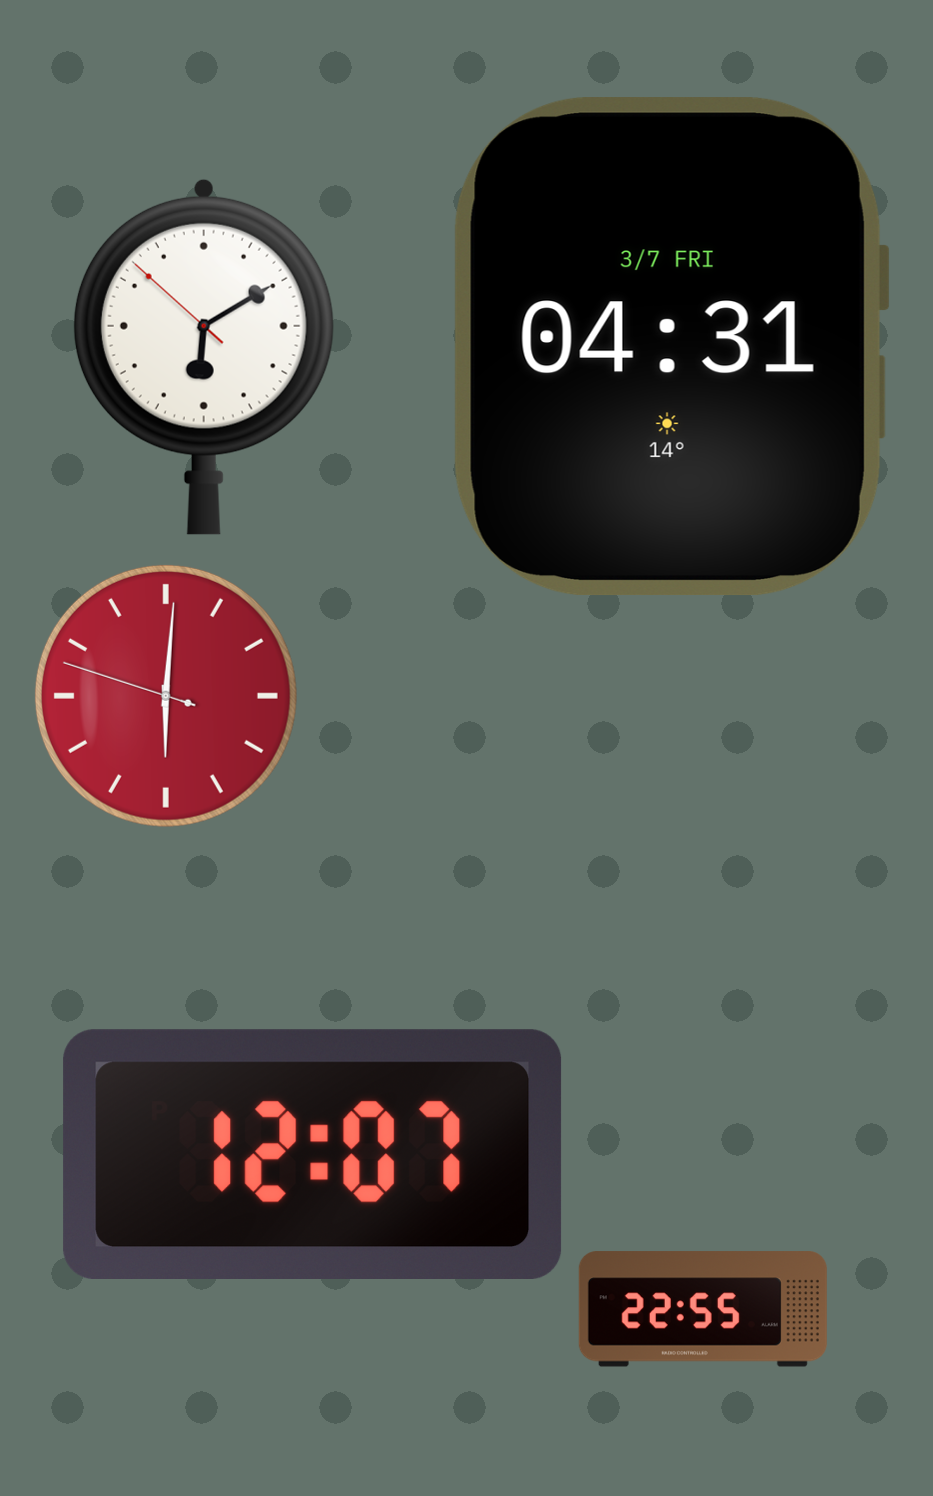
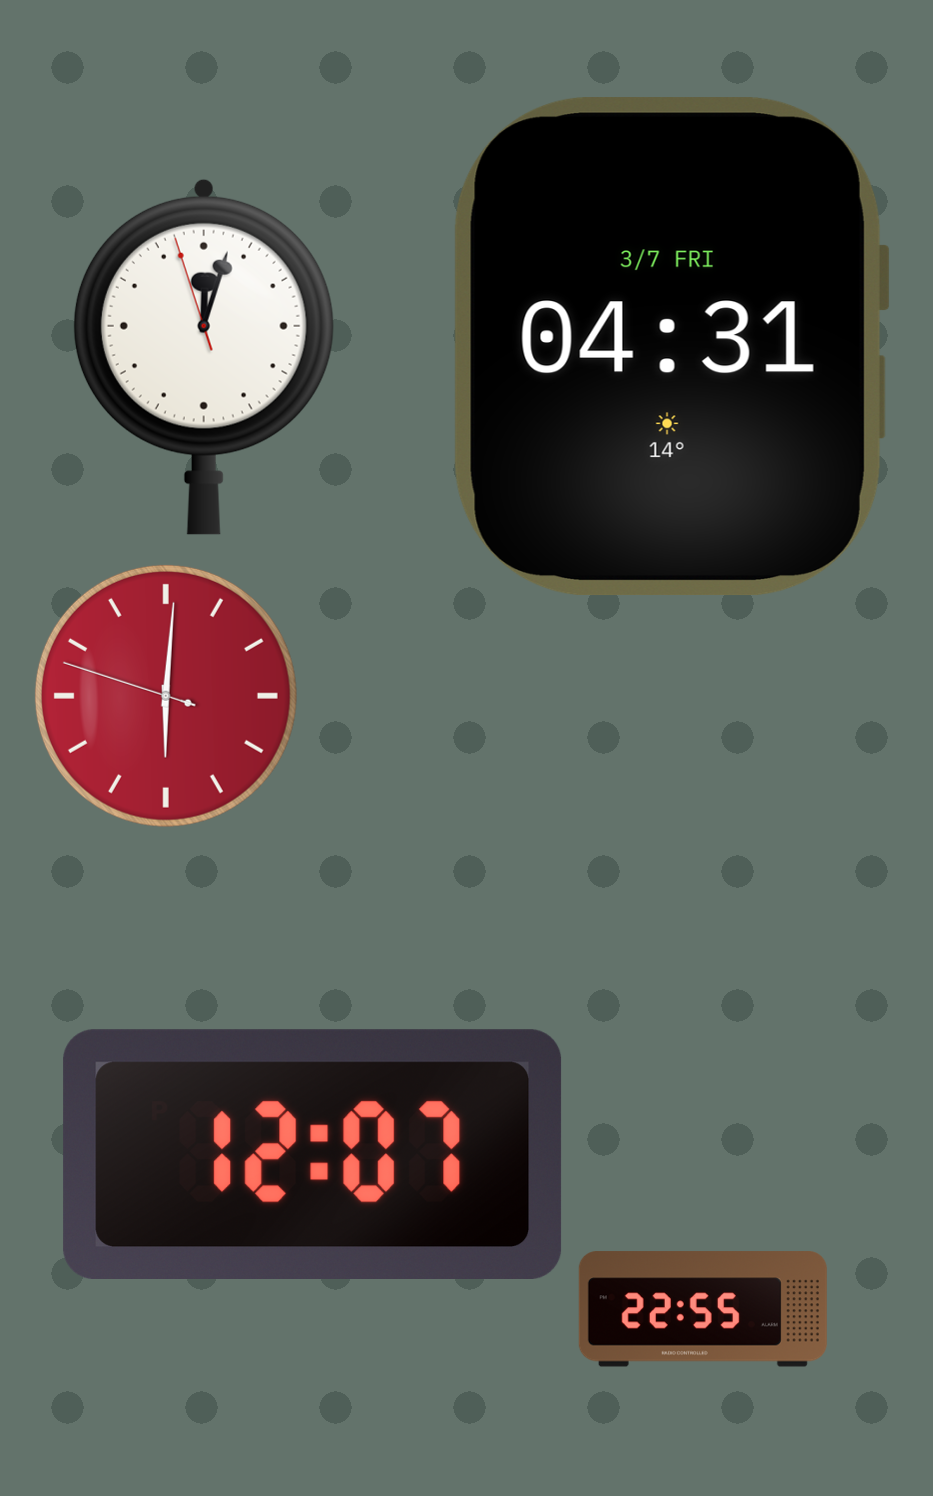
clock at (204, 357): 6:09 -> 12:02
